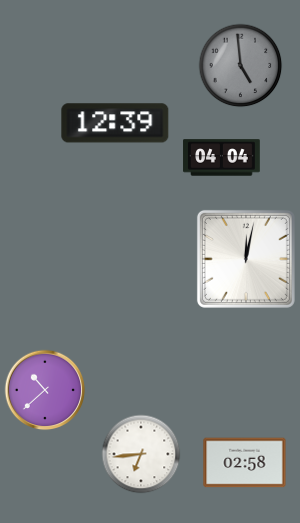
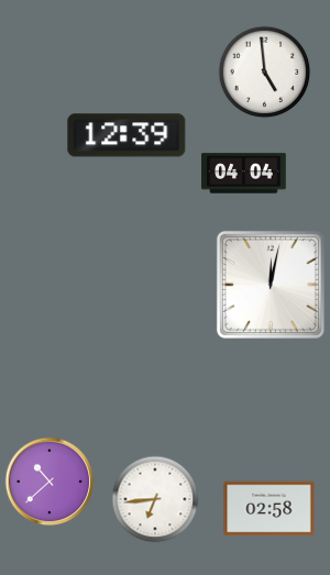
clock at (241, 66) dial: grey -> white
clock at (45, 390) position: (45, 390) -> (50, 482)
